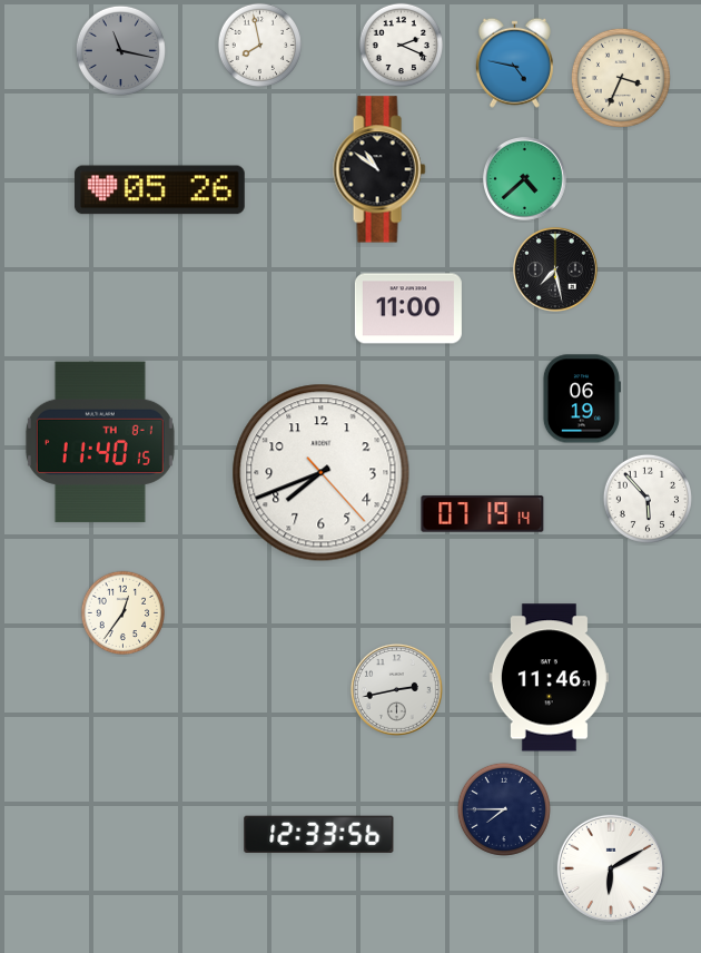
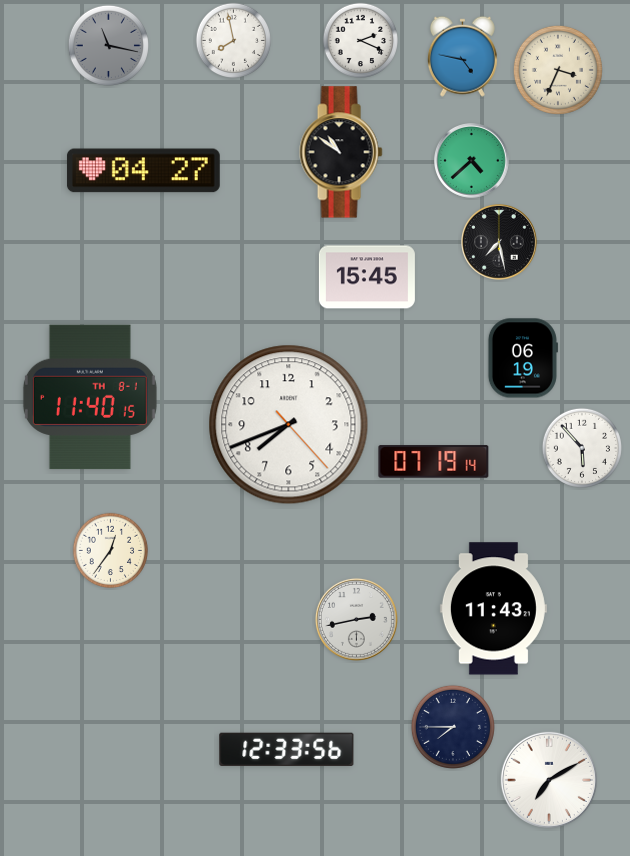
clock at (159, 190): 05:26 -> 04:27
clock at (408, 308): 11:00 -> 15:45
clock at (549, 678): 11:46 -> 11:43
clock at (611, 868): 6:10 -> 7:10
